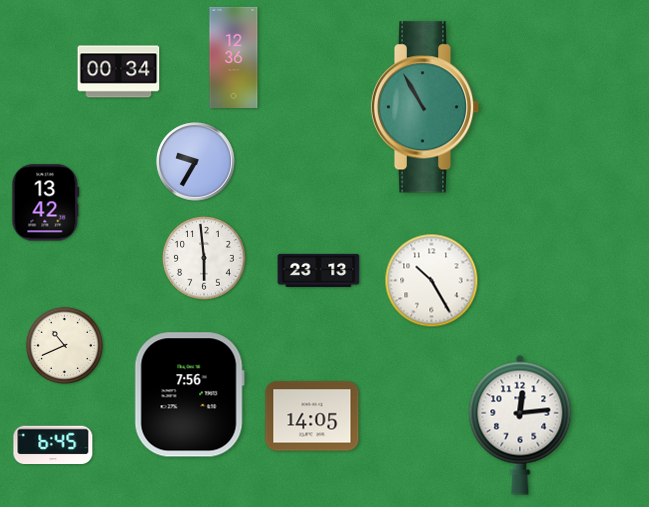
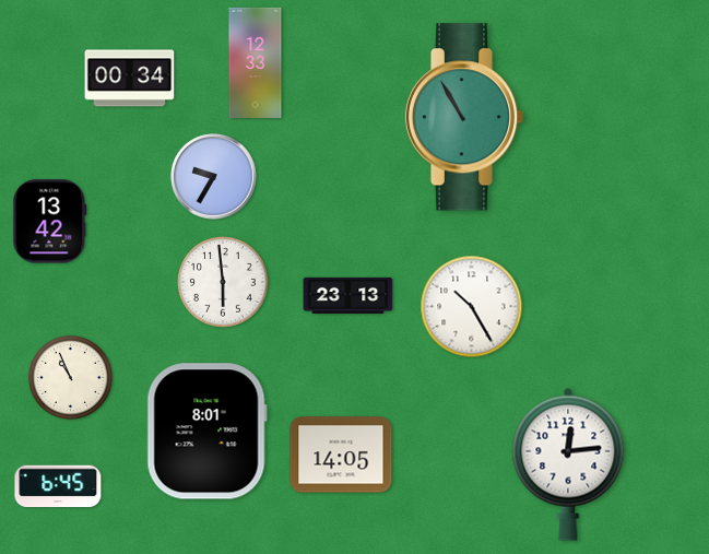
clock at (234, 57): 12:36 -> 12:33
clock at (64, 345): 10:41 -> 10:56
clock at (189, 395): 7:56 -> 8:01
